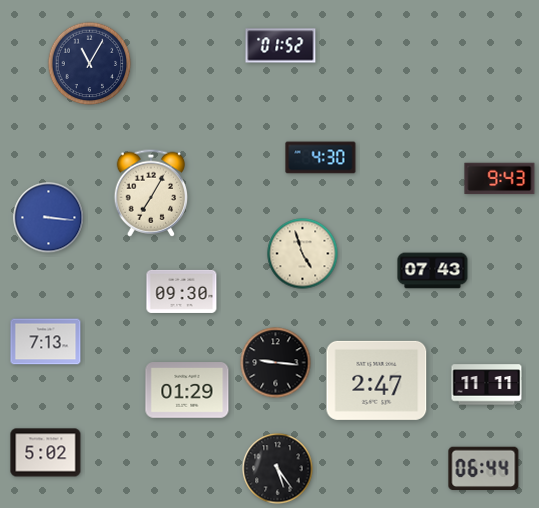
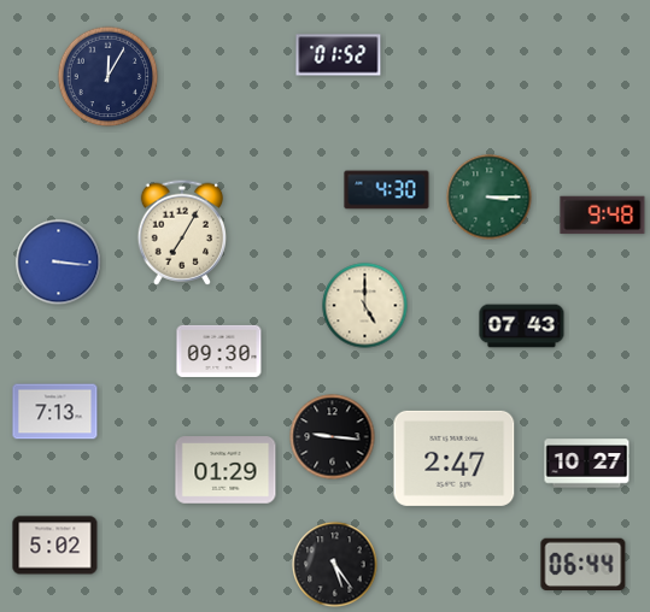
clock at (90, 64): 11:05 -> 12:05
clock at (490, 198): none -> 3:15
clock at (500, 179): 9:43 -> 9:48
clock at (303, 254): 4:57 -> 5:00
clock at (487, 385): 11:11 -> 10:27
